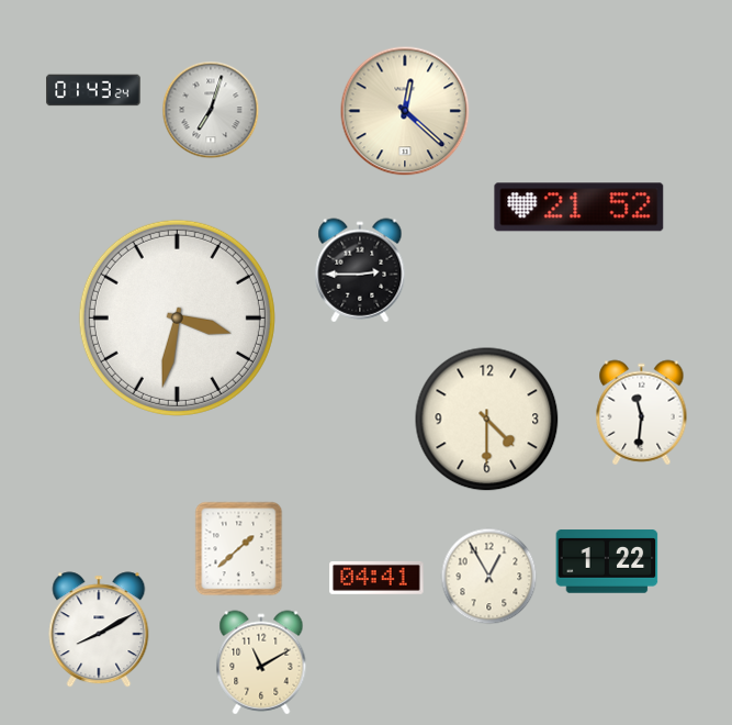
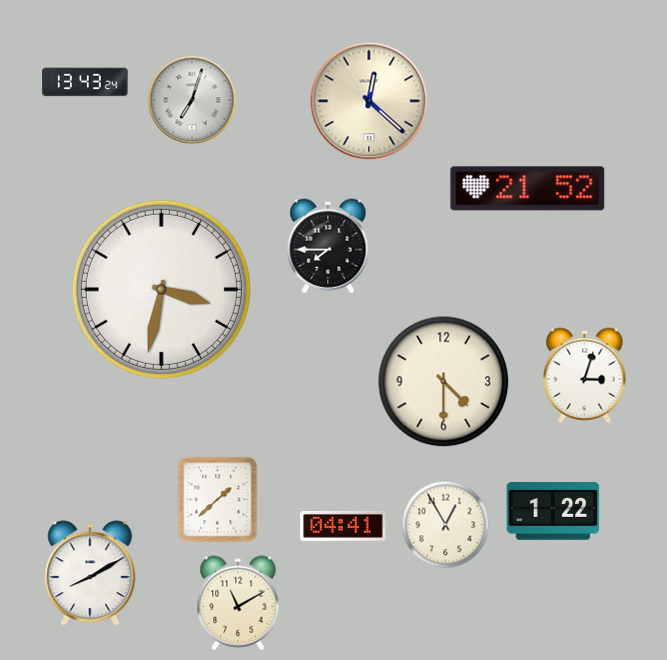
clock at (93, 90): 01:43 -> 13:43
clock at (360, 270): 2:45 -> 7:45
clock at (642, 413): 11:31 -> 3:03
